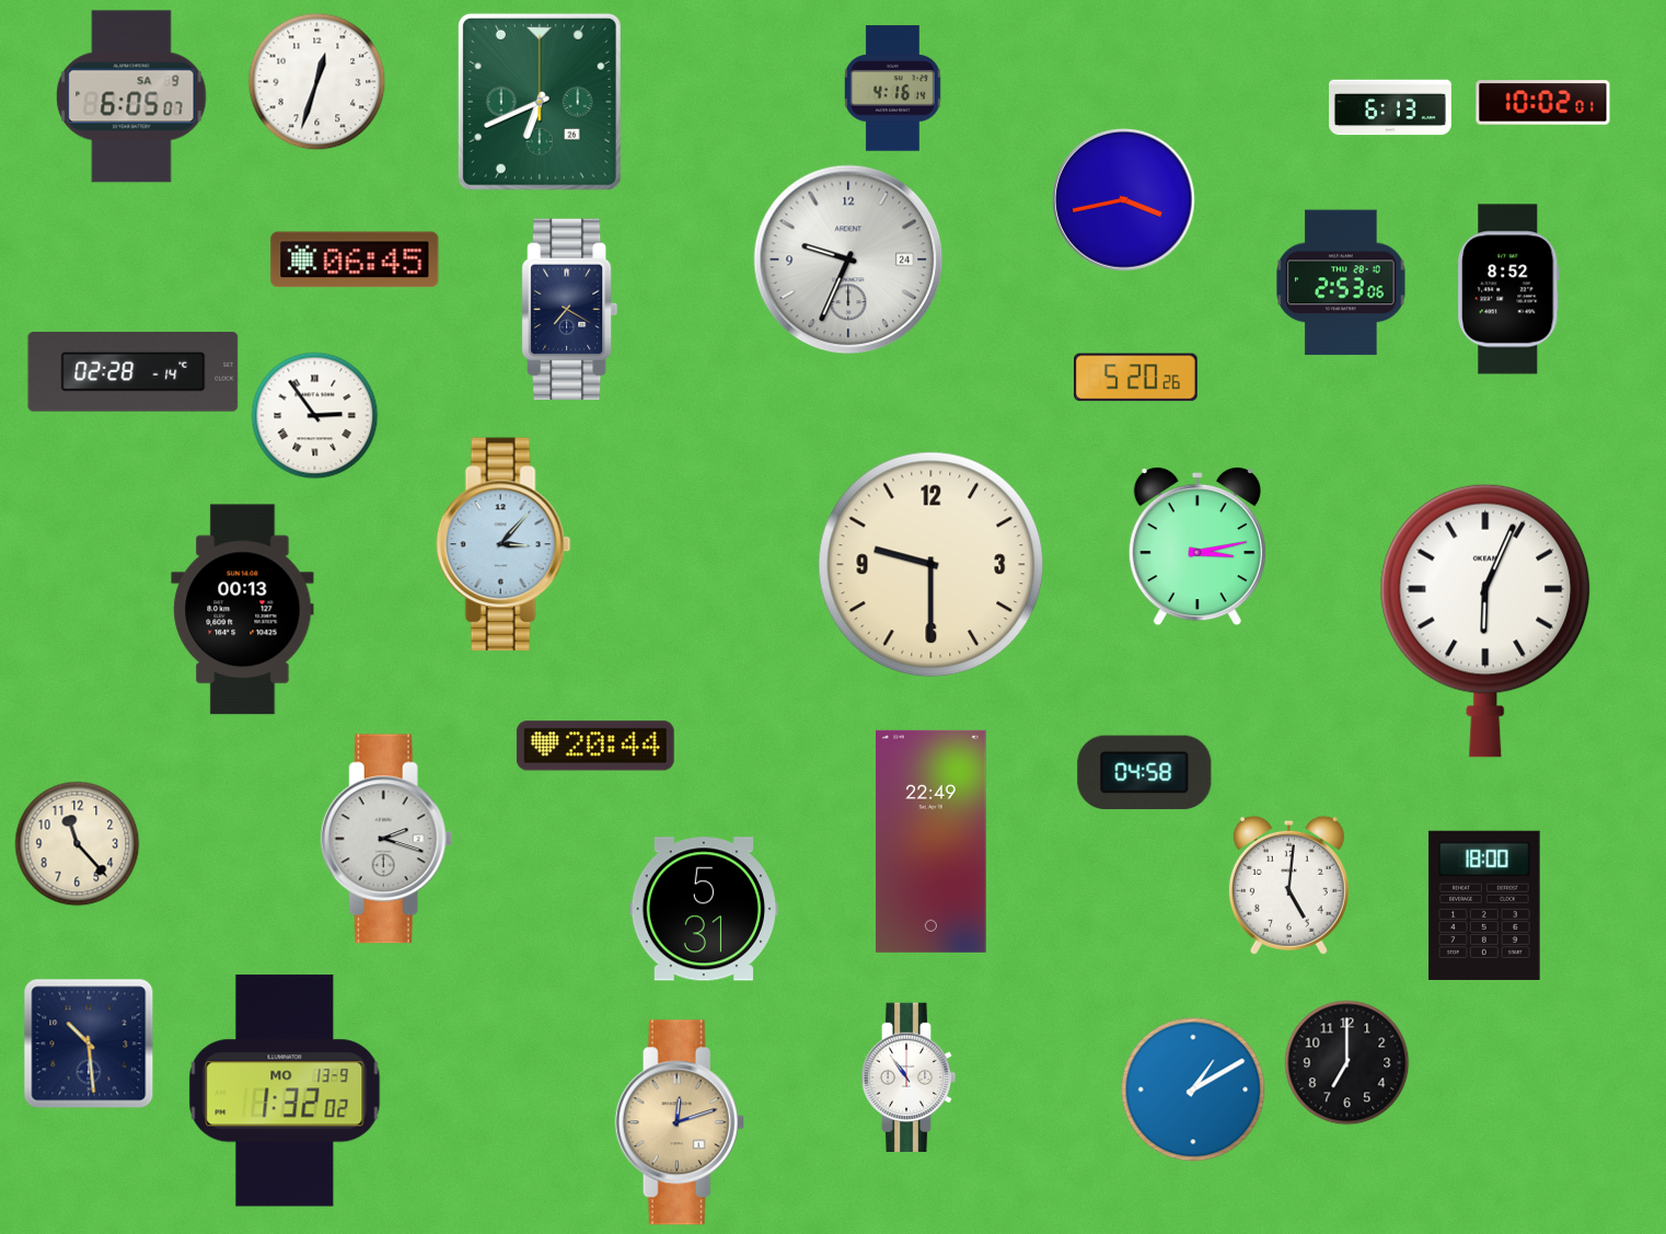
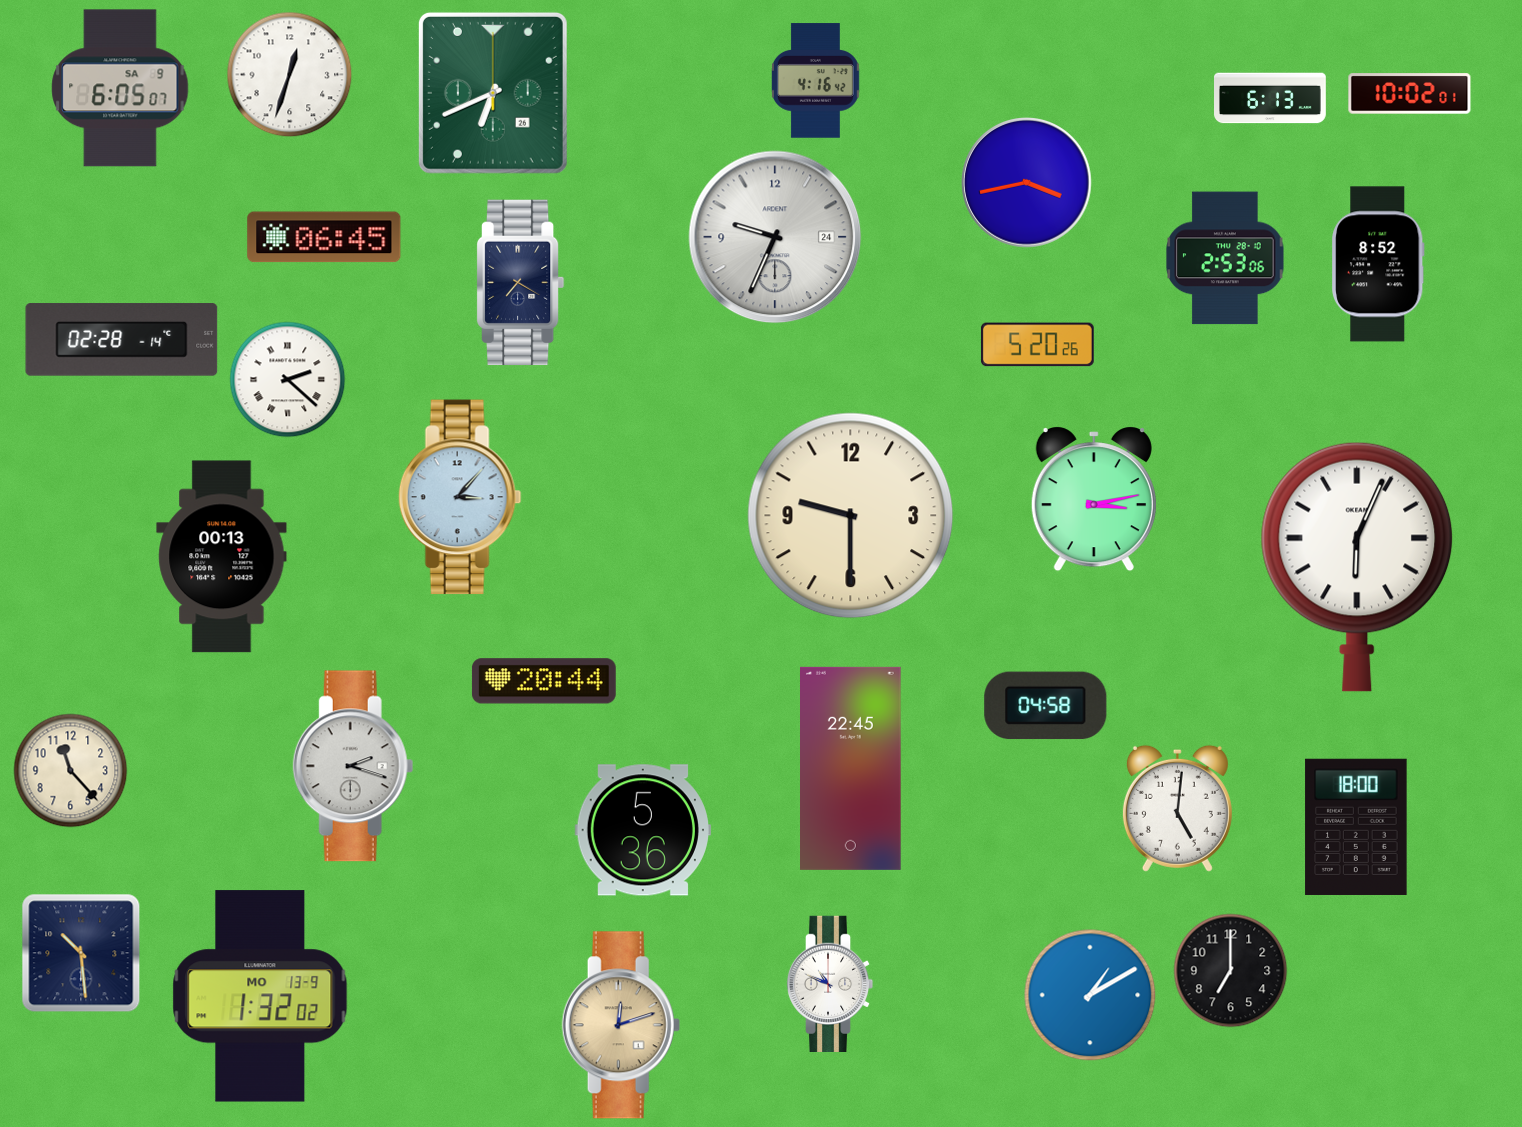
clock at (892, 89): 4:16:14 -> 4:16:42
clock at (315, 416): 2:54 -> 2:22
clock at (932, 841): 22:49 -> 22:45
clock at (704, 909): 5:31 -> 5:36
clock at (909, 1076): 10:54 -> 10:49
